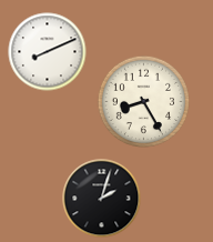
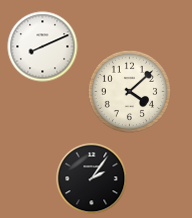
clock at (143, 101): 8:25 -> 4:08
clock at (102, 199): 2:03 -> 2:06
